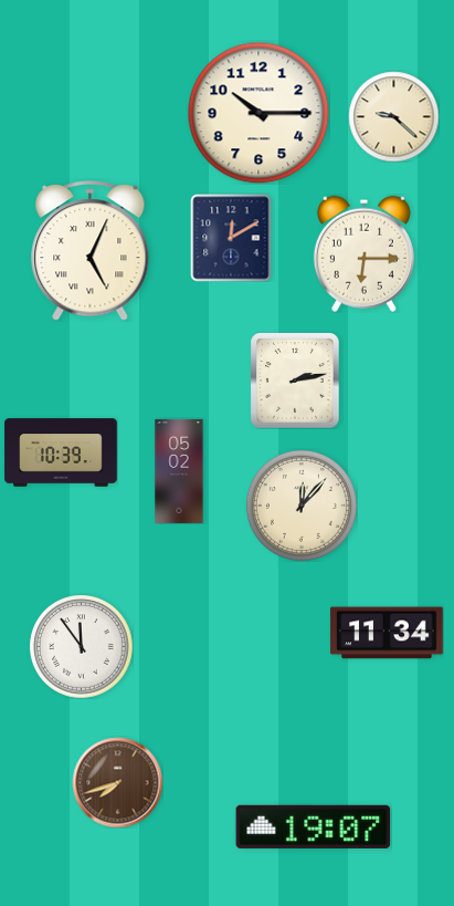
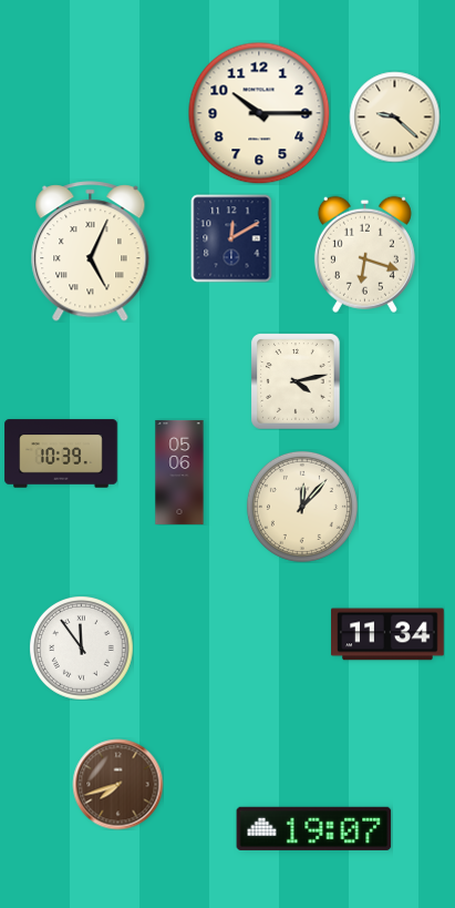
clock at (363, 253): 6:15 -> 6:18
clock at (295, 381): 2:13 -> 4:13
clock at (179, 471): 05:02 -> 05:06
